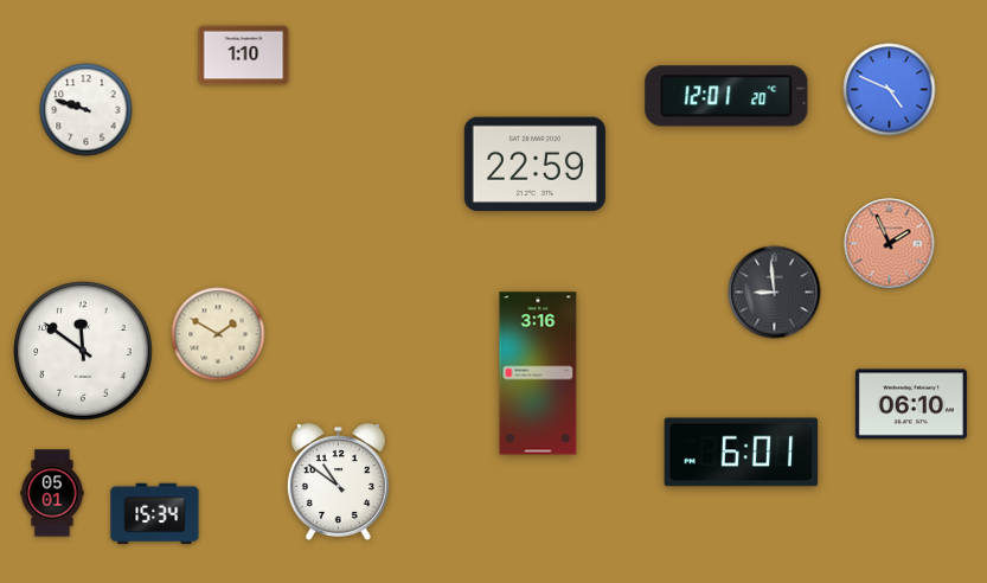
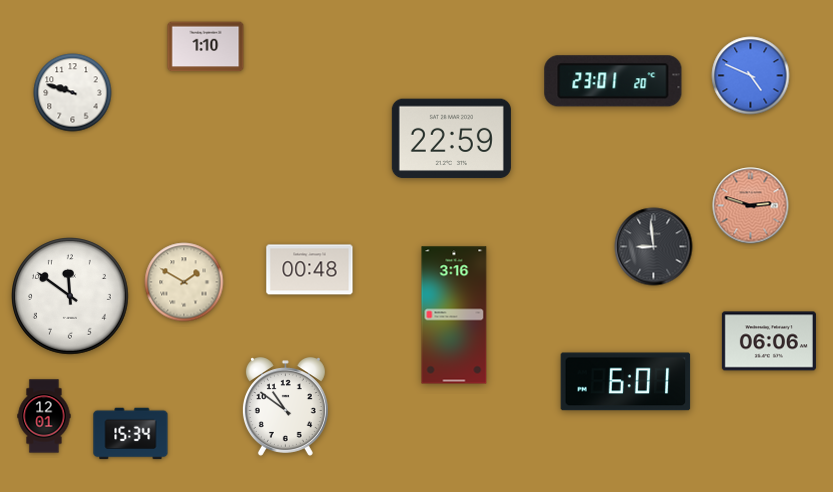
clock at (726, 96): 12:01 -> 23:01
clock at (890, 244): 1:56 -> 2:48
clock at (310, 270): none -> 00:48
clock at (911, 404): 06:10 -> 06:06
clock at (52, 493): 05:01 -> 12:01
